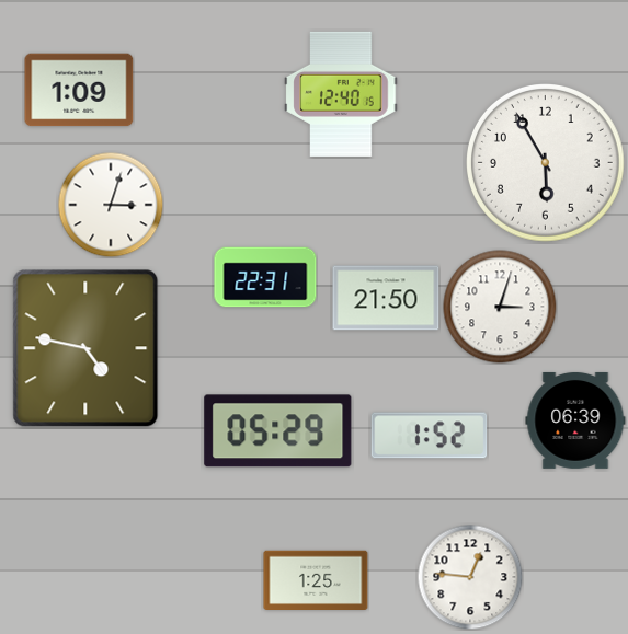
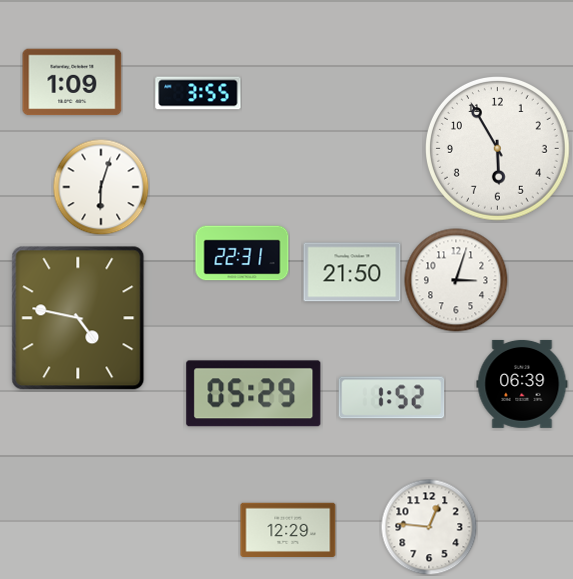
clock at (341, 94): 12:40 -> none
clock at (198, 93): none -> 3:55
clock at (111, 205): 3:03 -> 6:03
clock at (575, 420) position: (575, 420) -> (522, 384)
clock at (316, 579): 1:25 -> 12:29
